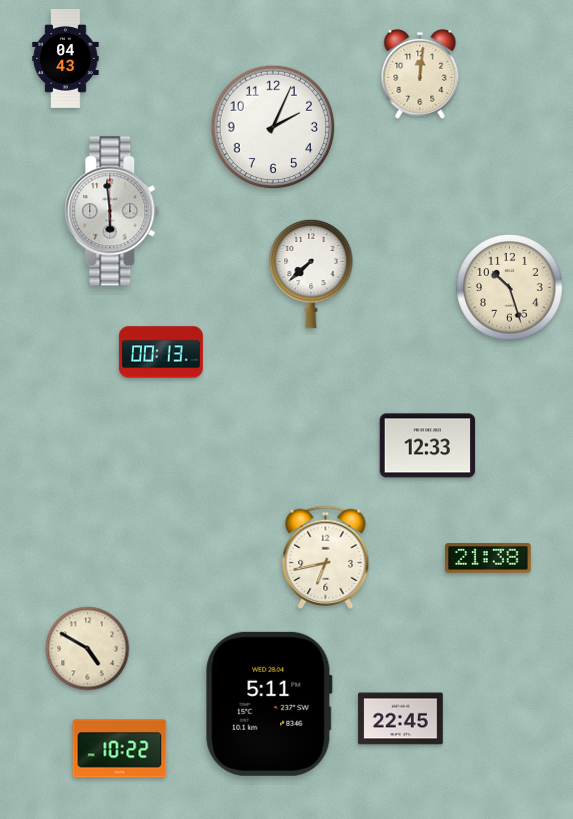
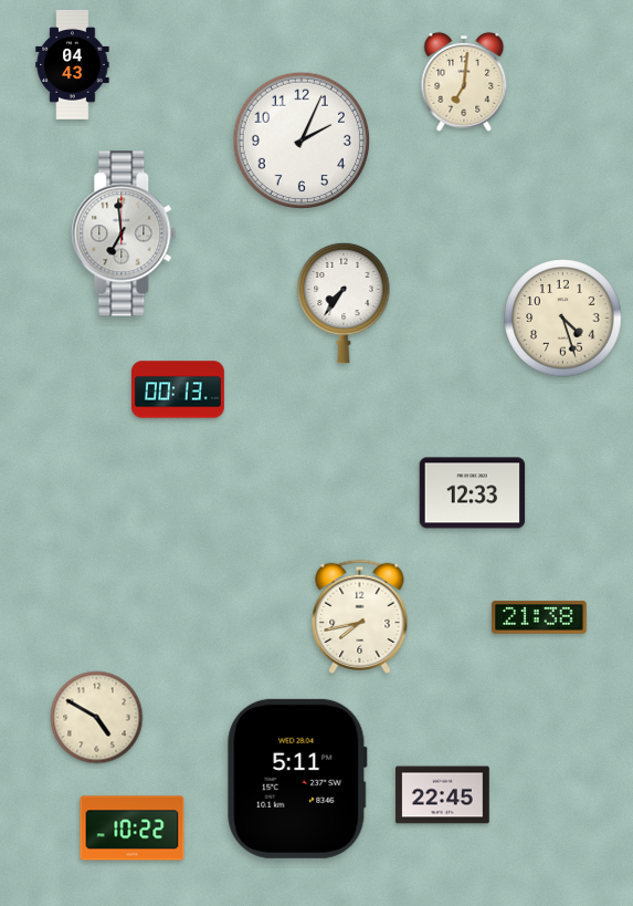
clock at (420, 74): 12:01 -> 7:01
clock at (112, 211): 5:59 -> 6:59
clock at (311, 274): 7:38 -> 7:36
clock at (510, 288): 10:27 -> 4:27
clock at (326, 557): 6:43 -> 7:43
